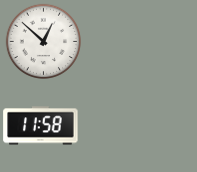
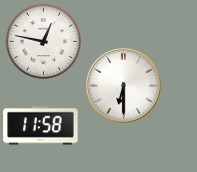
clock at (43, 41): 12:52 -> 12:47
clock at (124, 86): none -> 6:30
